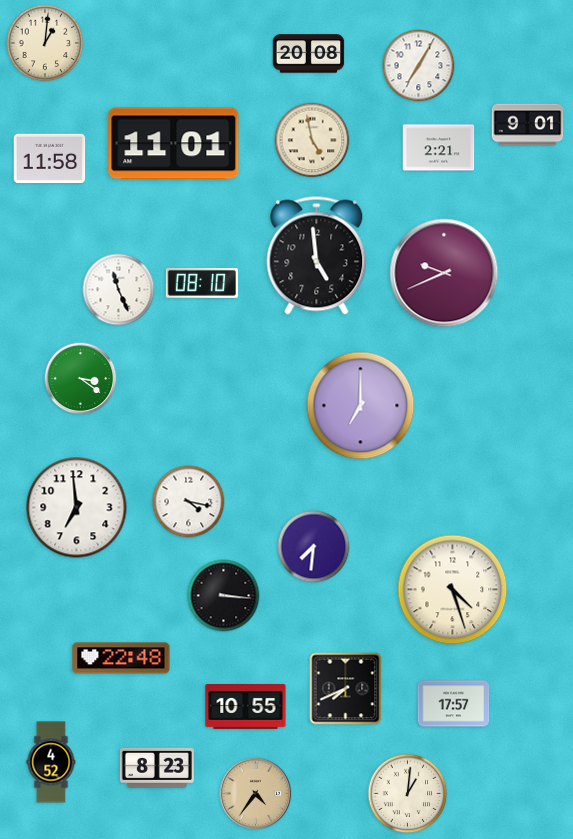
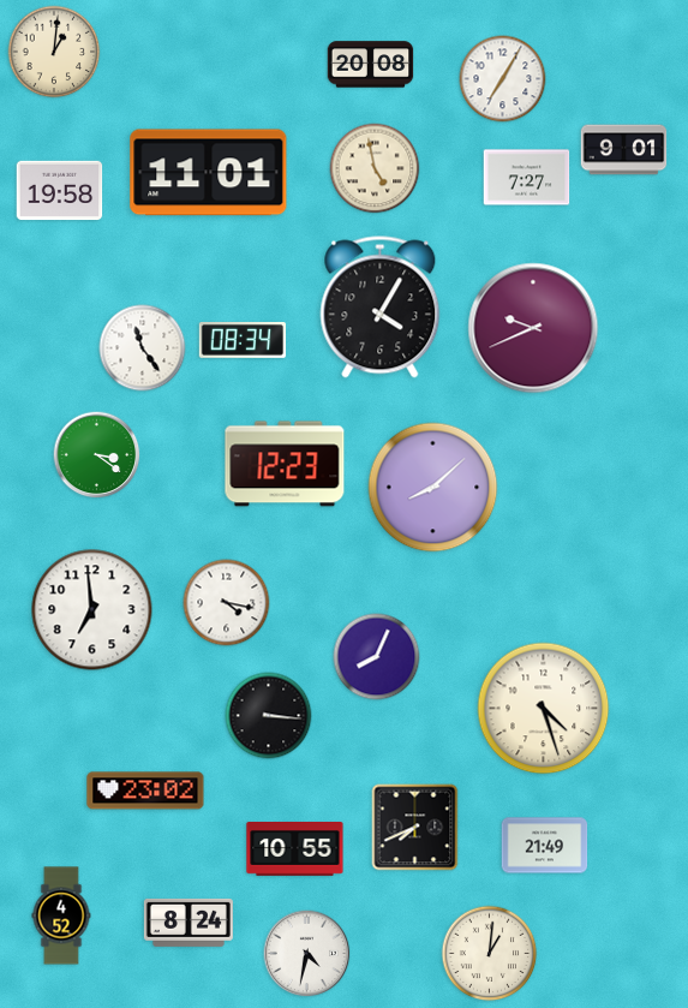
clock at (528, 125) position: (528, 125) -> (624, 150)
clock at (439, 148): 2:21 -> 7:27
clock at (50, 159): 11:58 -> 19:58
clock at (317, 256): 4:59 -> 4:05
clock at (202, 284): 08:10 -> 08:34
clock at (119, 290): 11:26 -> 11:24
clock at (285, 464): none -> 12:23
clock at (361, 406): 7:00 -> 8:08
clock at (314, 547): 7:31 -> 8:04
clock at (121, 658): 22:48 -> 23:02
clock at (454, 704): 17:57 -> 21:49
clock at (157, 768): 8:23 -> 8:24
clock at (256, 794): 4:36 -> 4:32
clock at (256, 794) dial: champagne -> white
